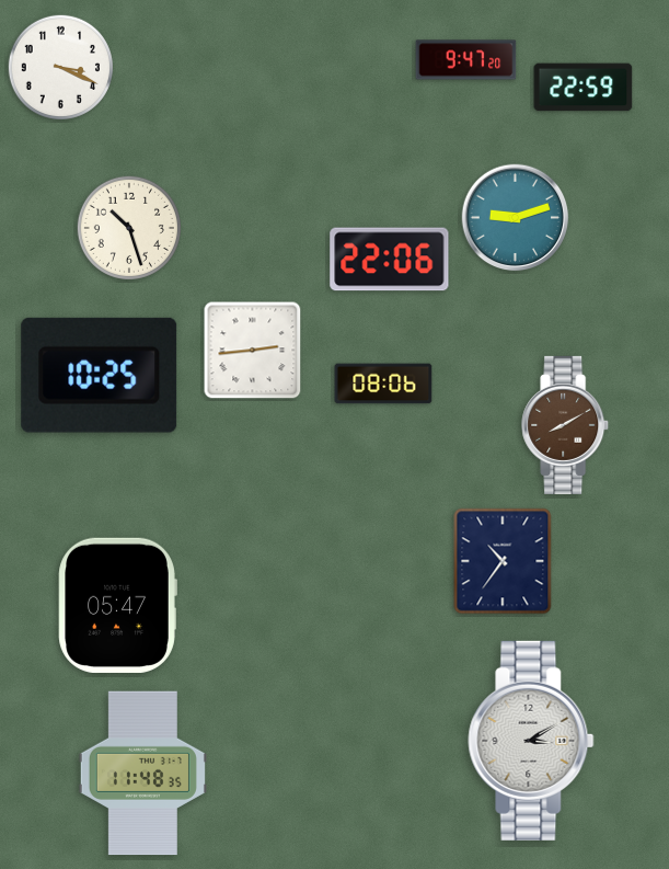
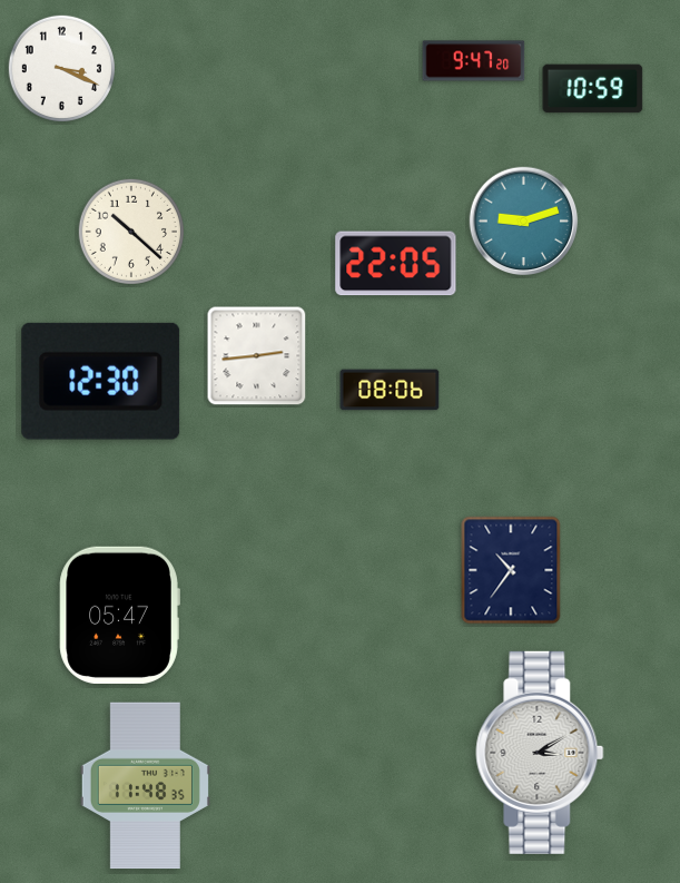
clock at (584, 88): 22:59 -> 10:59
clock at (129, 228): 10:27 -> 10:22
clock at (390, 260): 22:06 -> 22:05
clock at (100, 375): 10:25 -> 12:30
clock at (566, 425): 8:10 -> none
